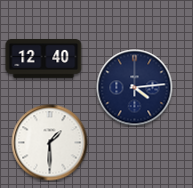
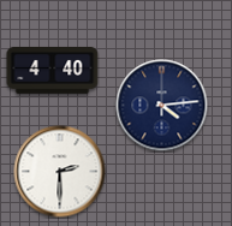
clock at (44, 58): 12:40 -> 4:40
clock at (50, 143): 1:30 -> 2:30
